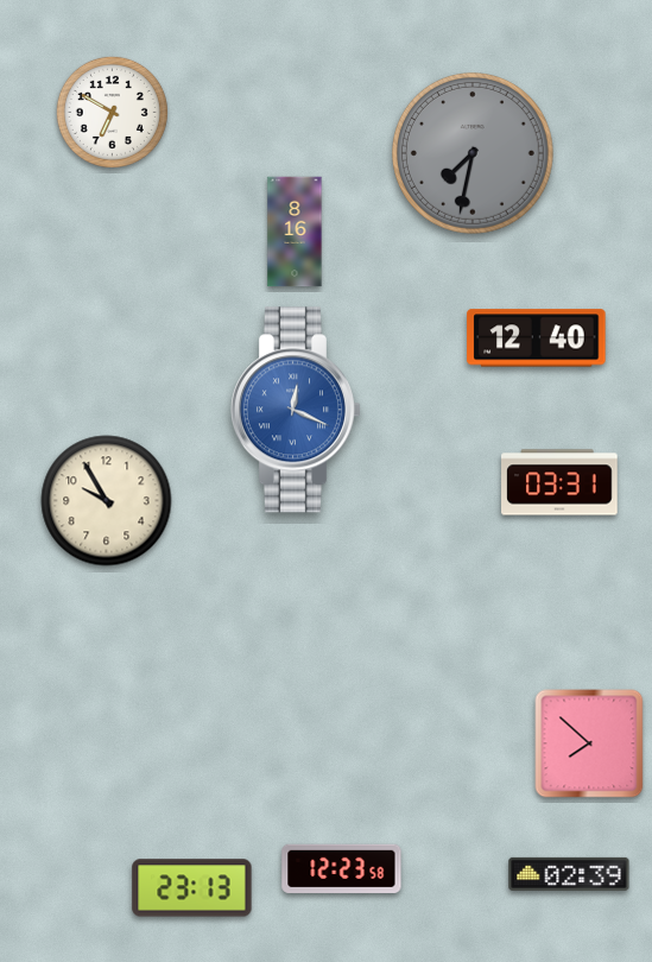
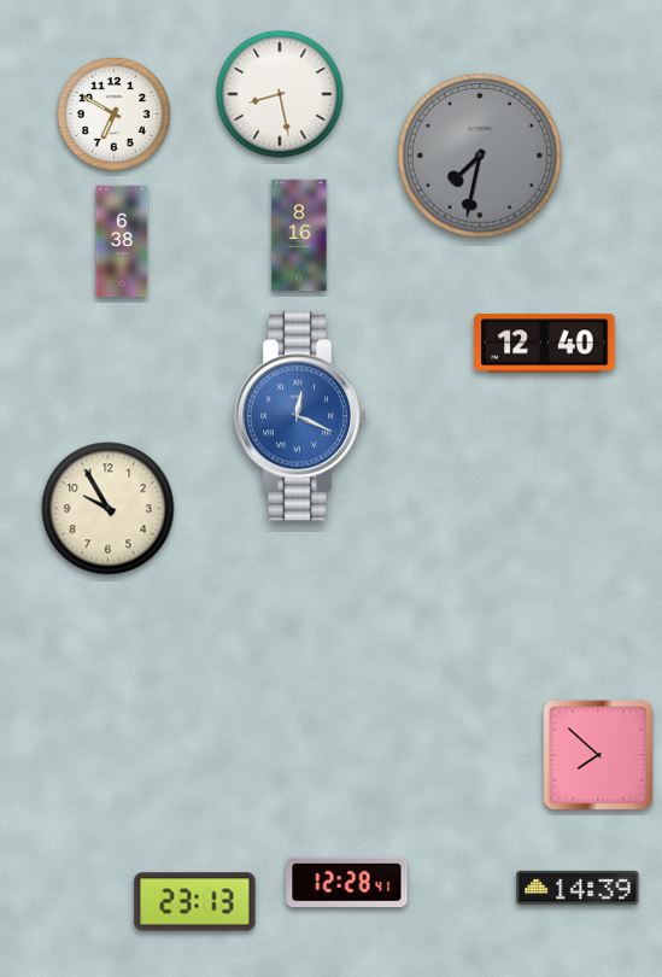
clock at (280, 94): none -> 8:28
clock at (122, 241): none -> 6:38
clock at (559, 482): 03:31 -> none
clock at (342, 868): 12:23 -> 12:28
clock at (569, 874): 02:39 -> 14:39
